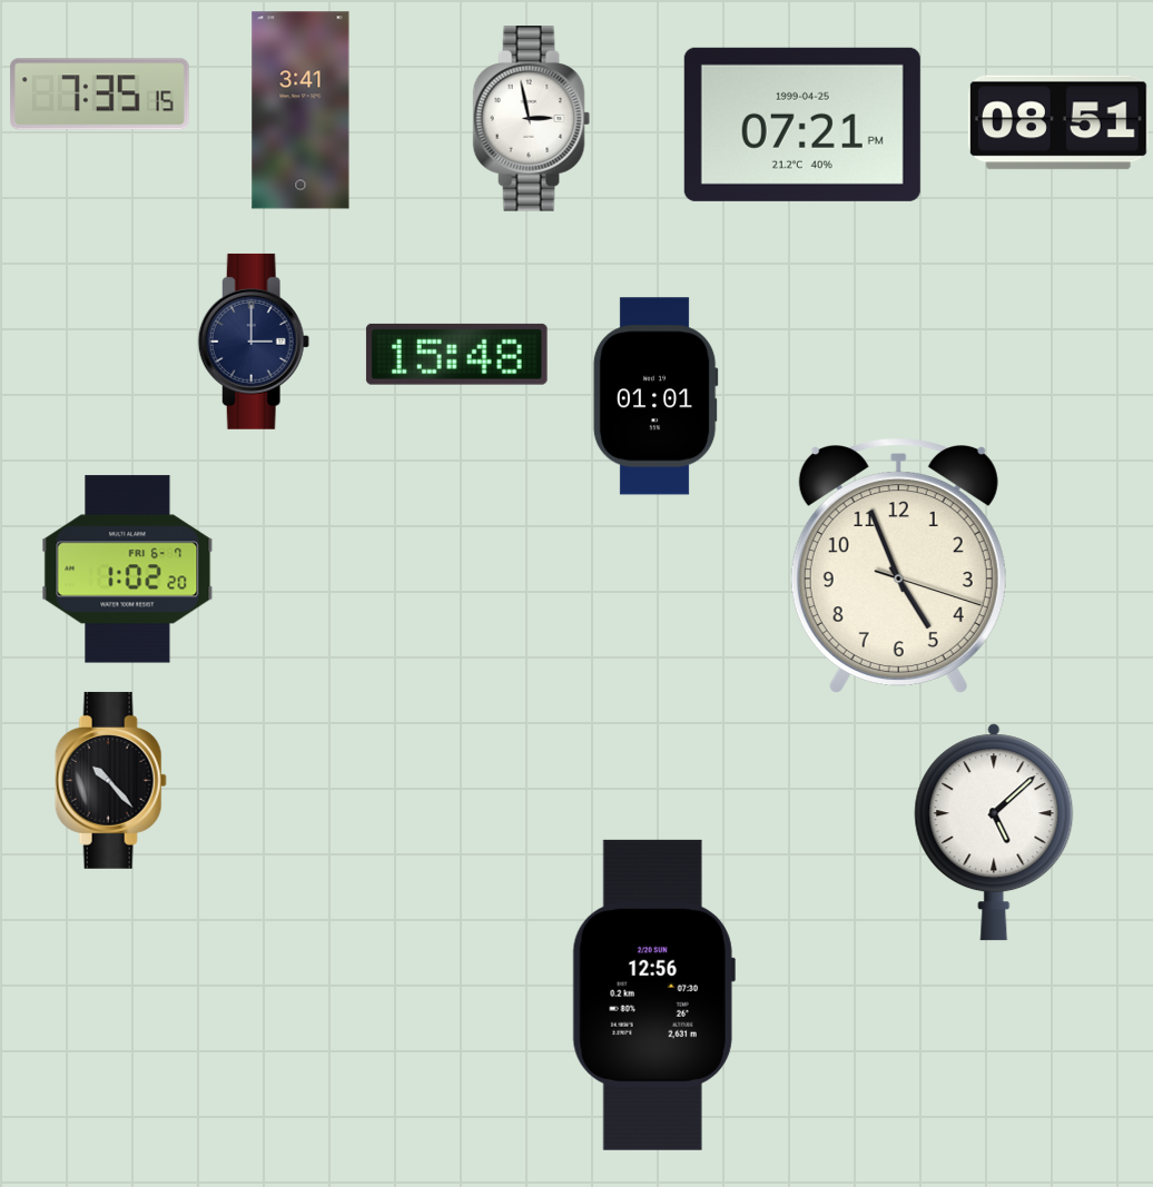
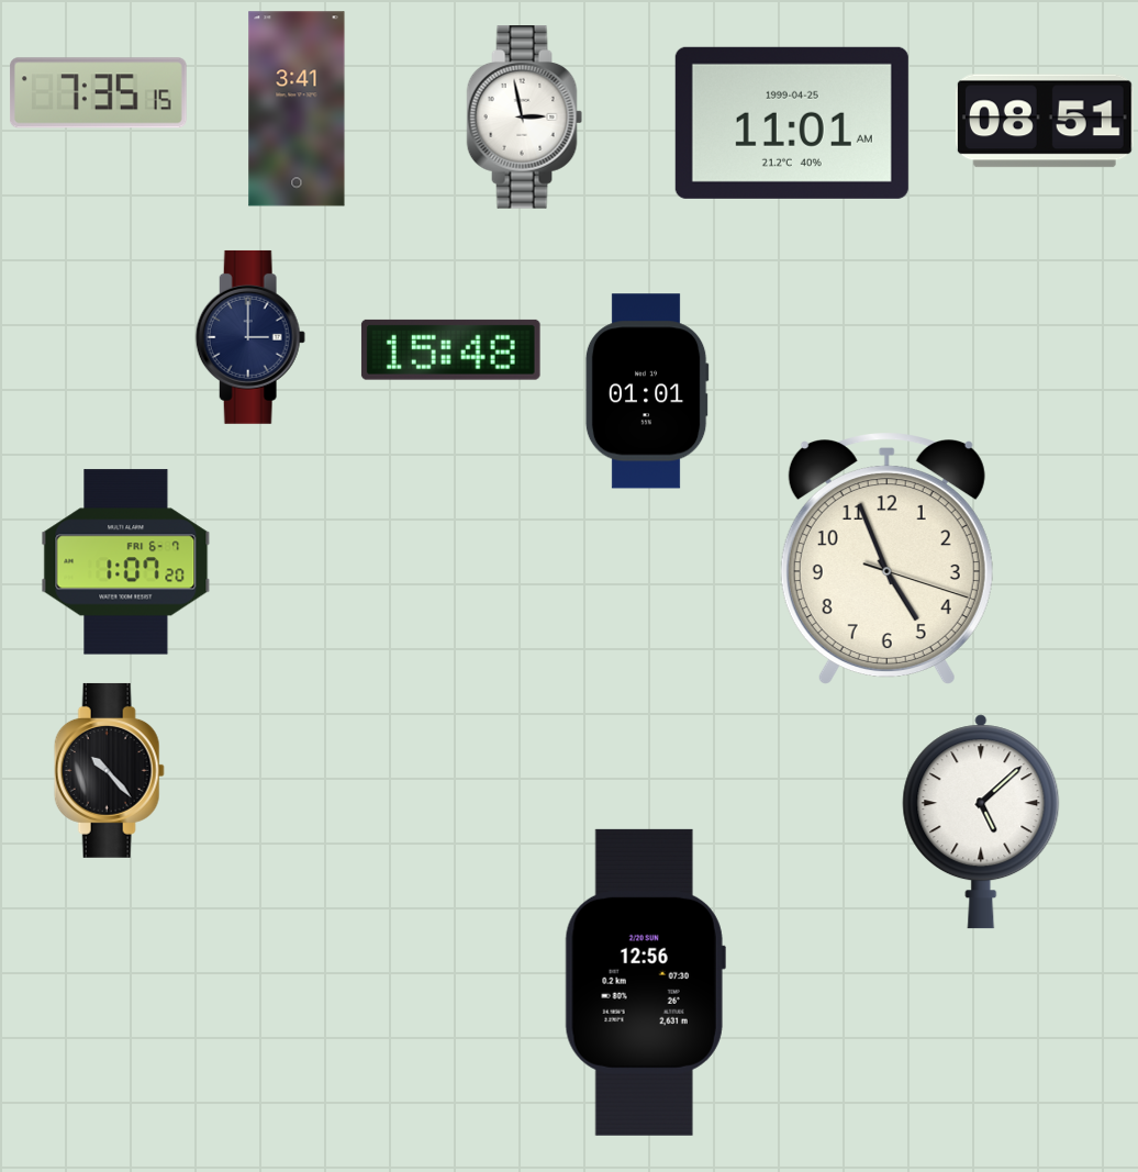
clock at (802, 125): 07:21 -> 11:01
clock at (128, 570): 1:02 -> 1:07
